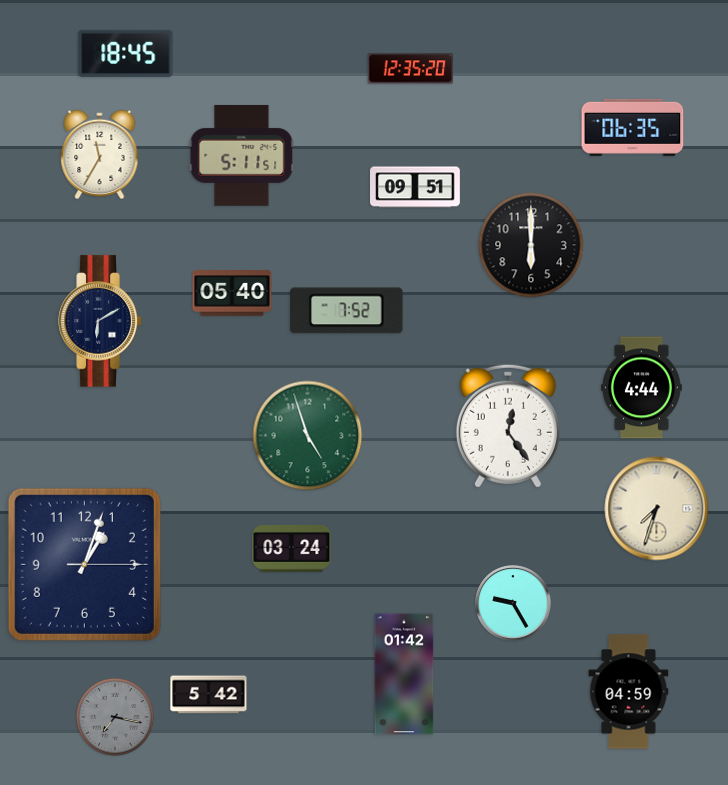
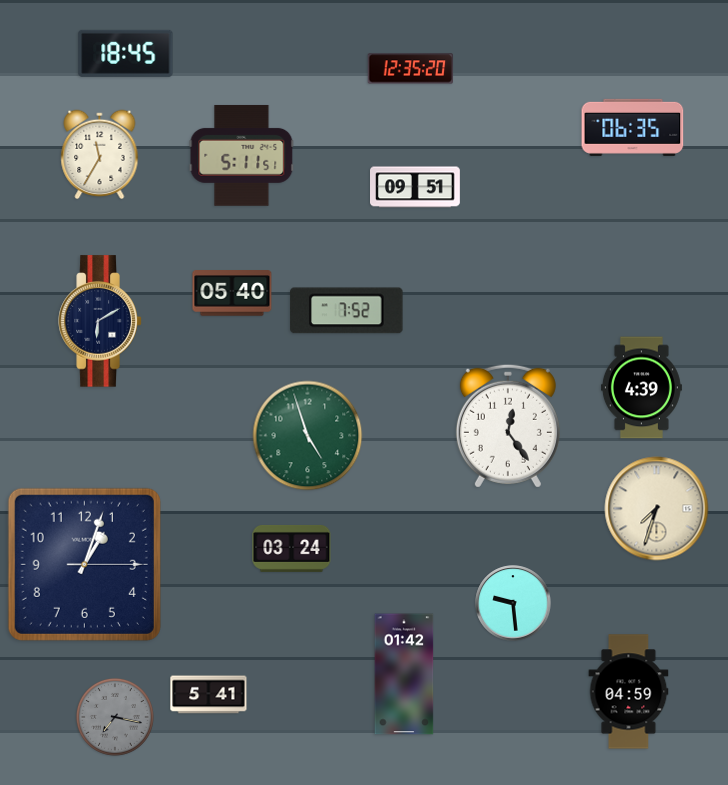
clock at (531, 245): 6:00 -> none
clock at (641, 388): 4:44 -> 4:39
clock at (513, 603): 9:25 -> 9:29
clock at (209, 695): 5:42 -> 5:41
